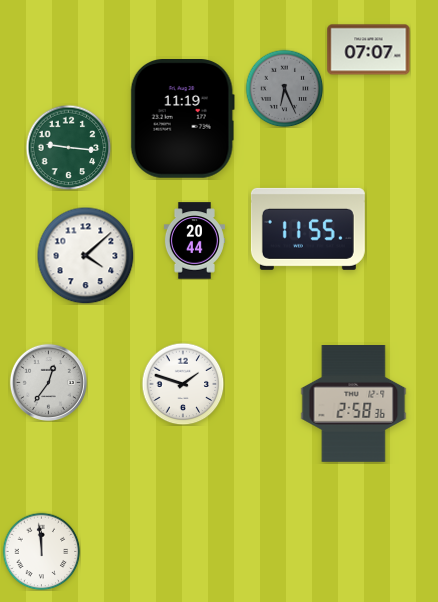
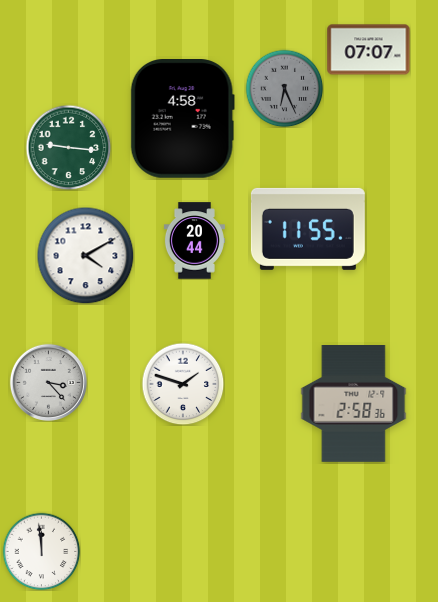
clock at (182, 119): 11:19 -> 4:58
clock at (85, 255): 4:08 -> 4:10
clock at (48, 382): 12:36 -> 3:23
